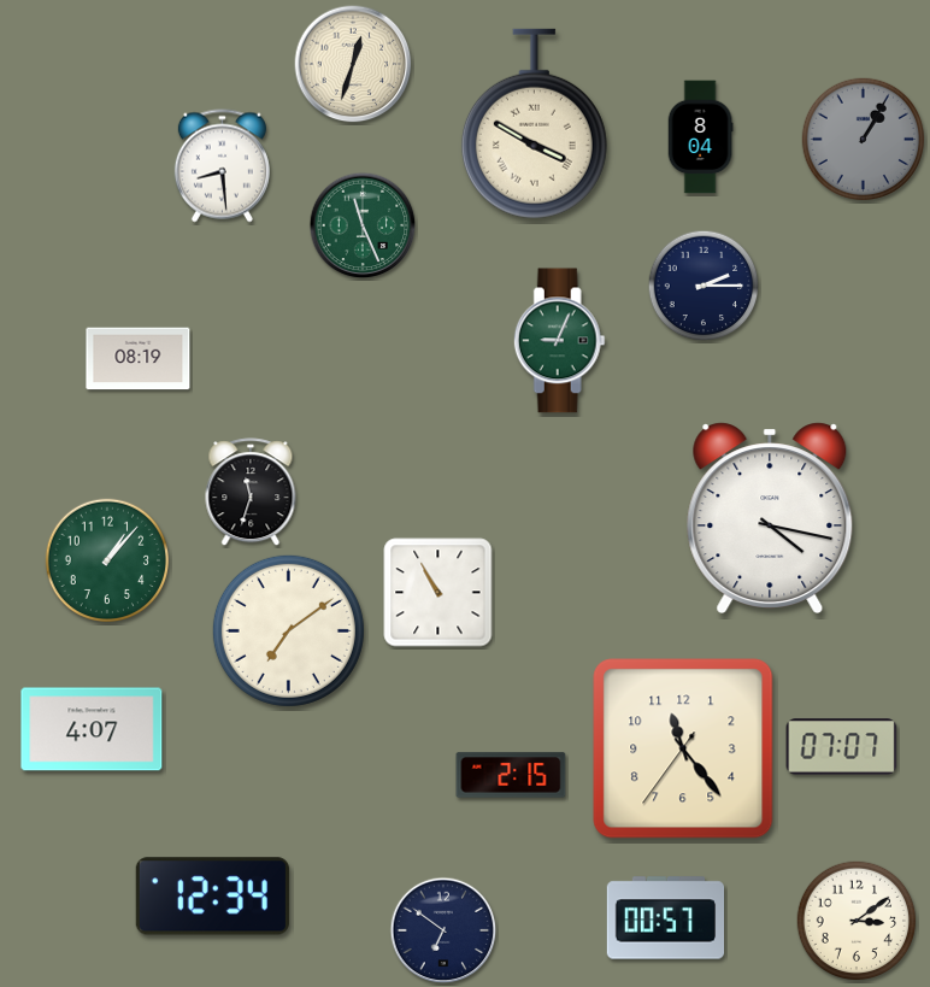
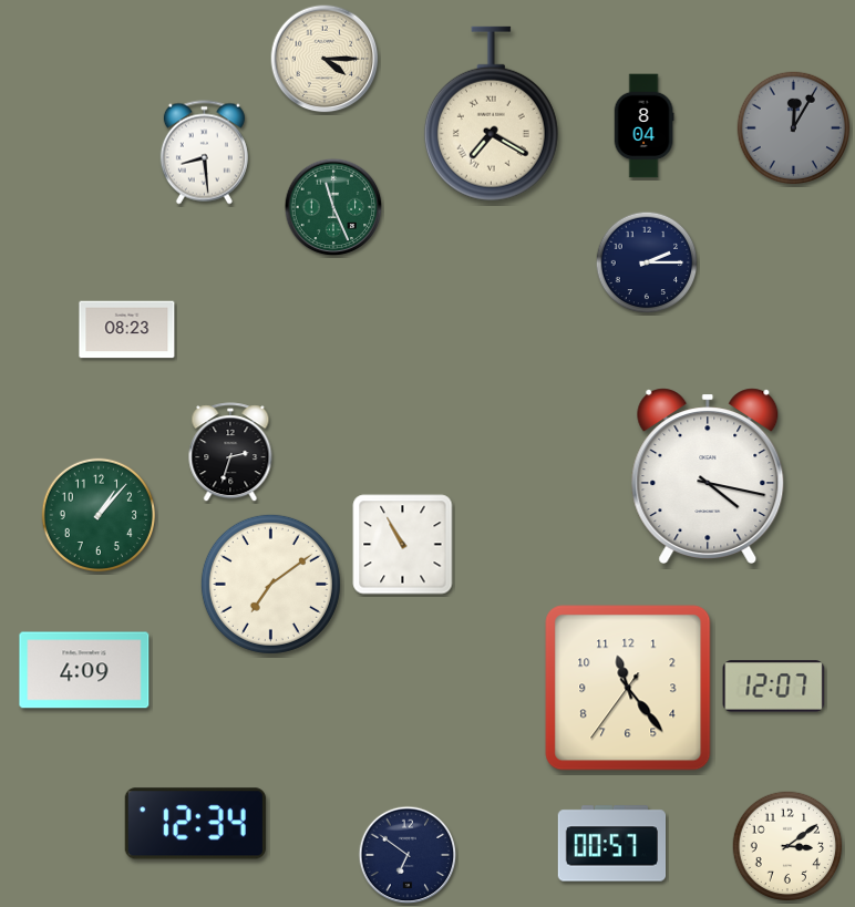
clock at (353, 64): 12:33 -> 4:15
clock at (534, 124): 3:50 -> 7:20
clock at (864, 140): 1:05 -> 12:05
clock at (559, 341): 9:04 -> none
clock at (139, 359): 08:19 -> 08:23
clock at (251, 493): 11:33 -> 2:33
clock at (288, 630) position: (288, 630) -> (270, 584)
clock at (92, 729): 4:07 -> 4:09
clock at (842, 747): 07:07 -> 12:07
clock at (511, 775): 2:15 -> none
